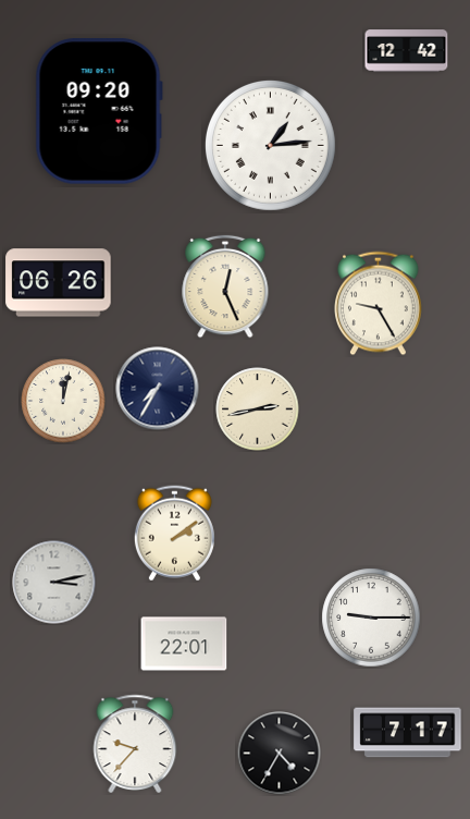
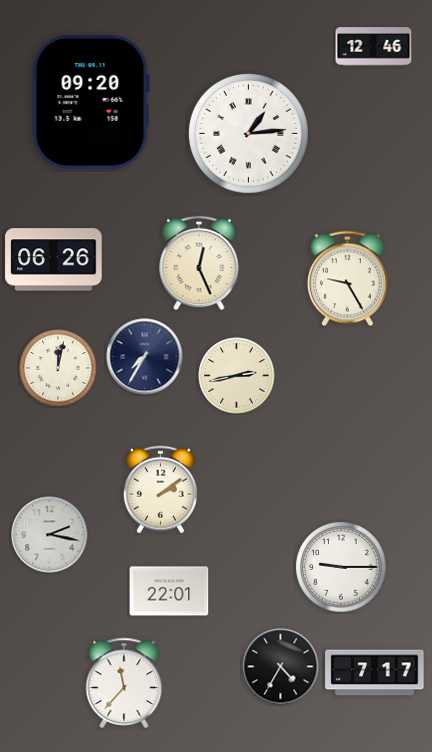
clock at (407, 51): 12:42 -> 12:46
clock at (225, 286) position: (225, 286) -> (199, 263)
clock at (54, 583): 3:13 -> 2:17
clock at (135, 743): 9:37 -> 11:37
clock at (280, 754) position: (280, 754) -> (281, 667)
